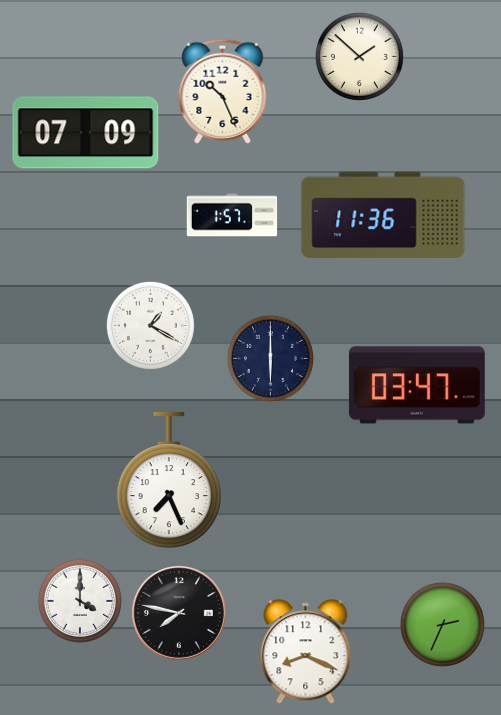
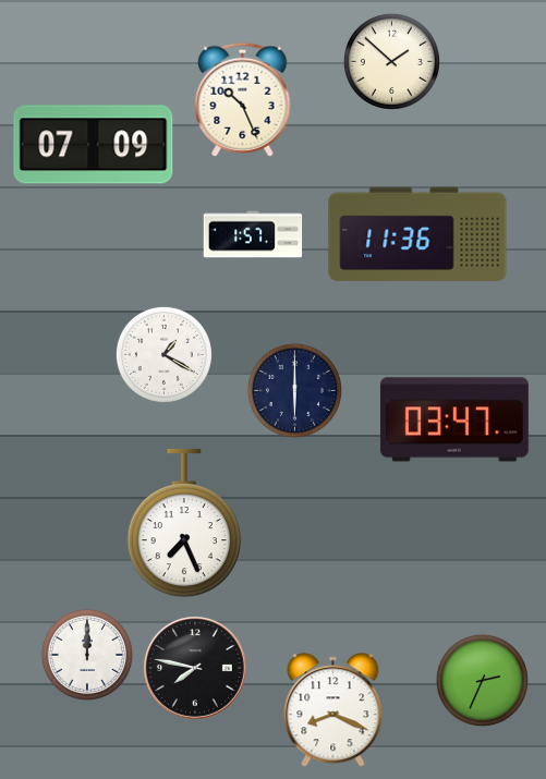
clock at (80, 601): 4:00 -> 12:00
